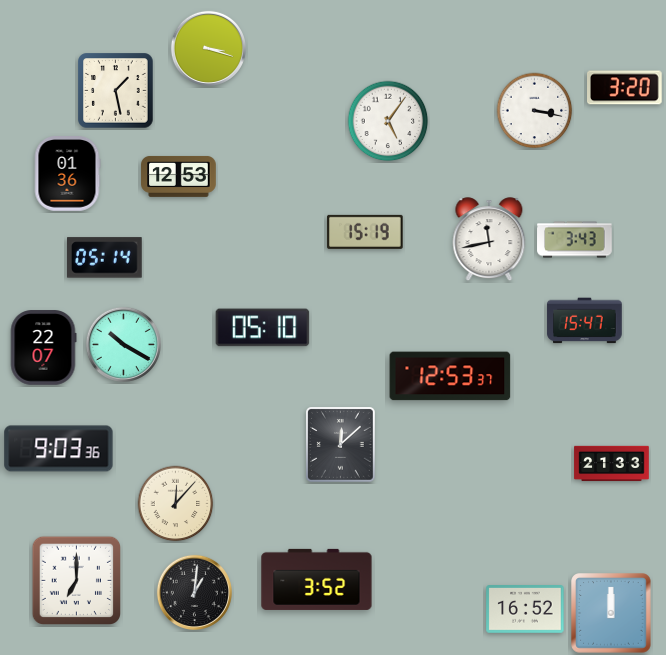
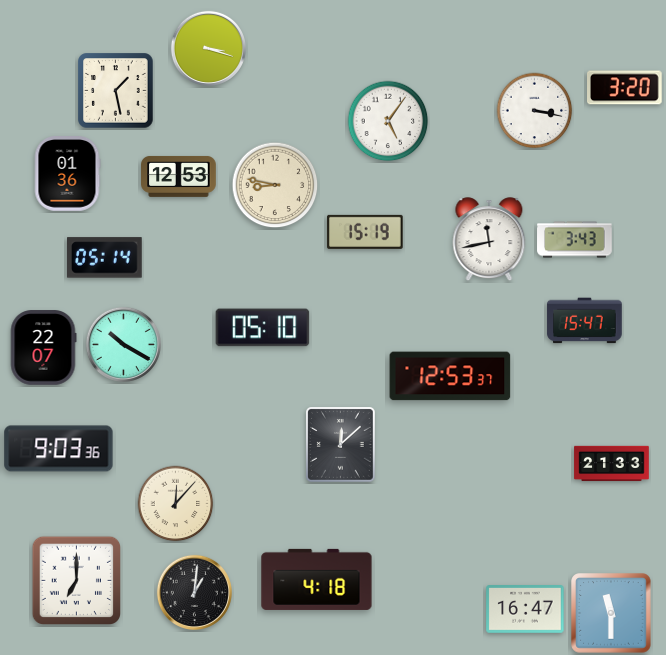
clock at (275, 185): none -> 8:47
clock at (317, 579): 3:52 -> 4:18
clock at (525, 610): 16:52 -> 16:47
clock at (611, 613): 12:00 -> 11:30
